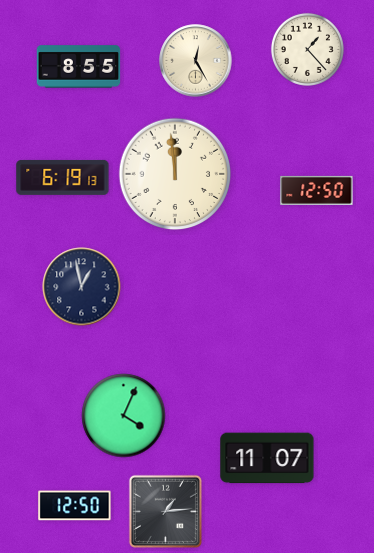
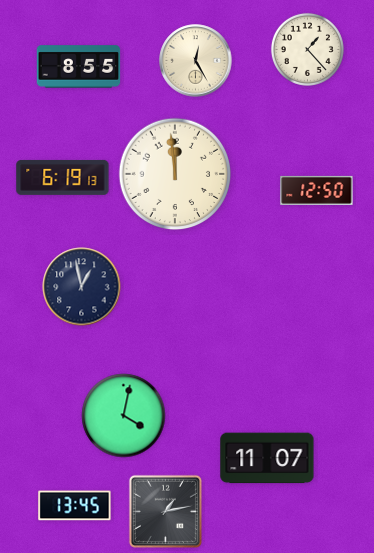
clock at (124, 416): 4:04 -> 4:02
clock at (75, 506): 12:50 -> 13:45
clock at (165, 511): 1:14 -> 1:13
